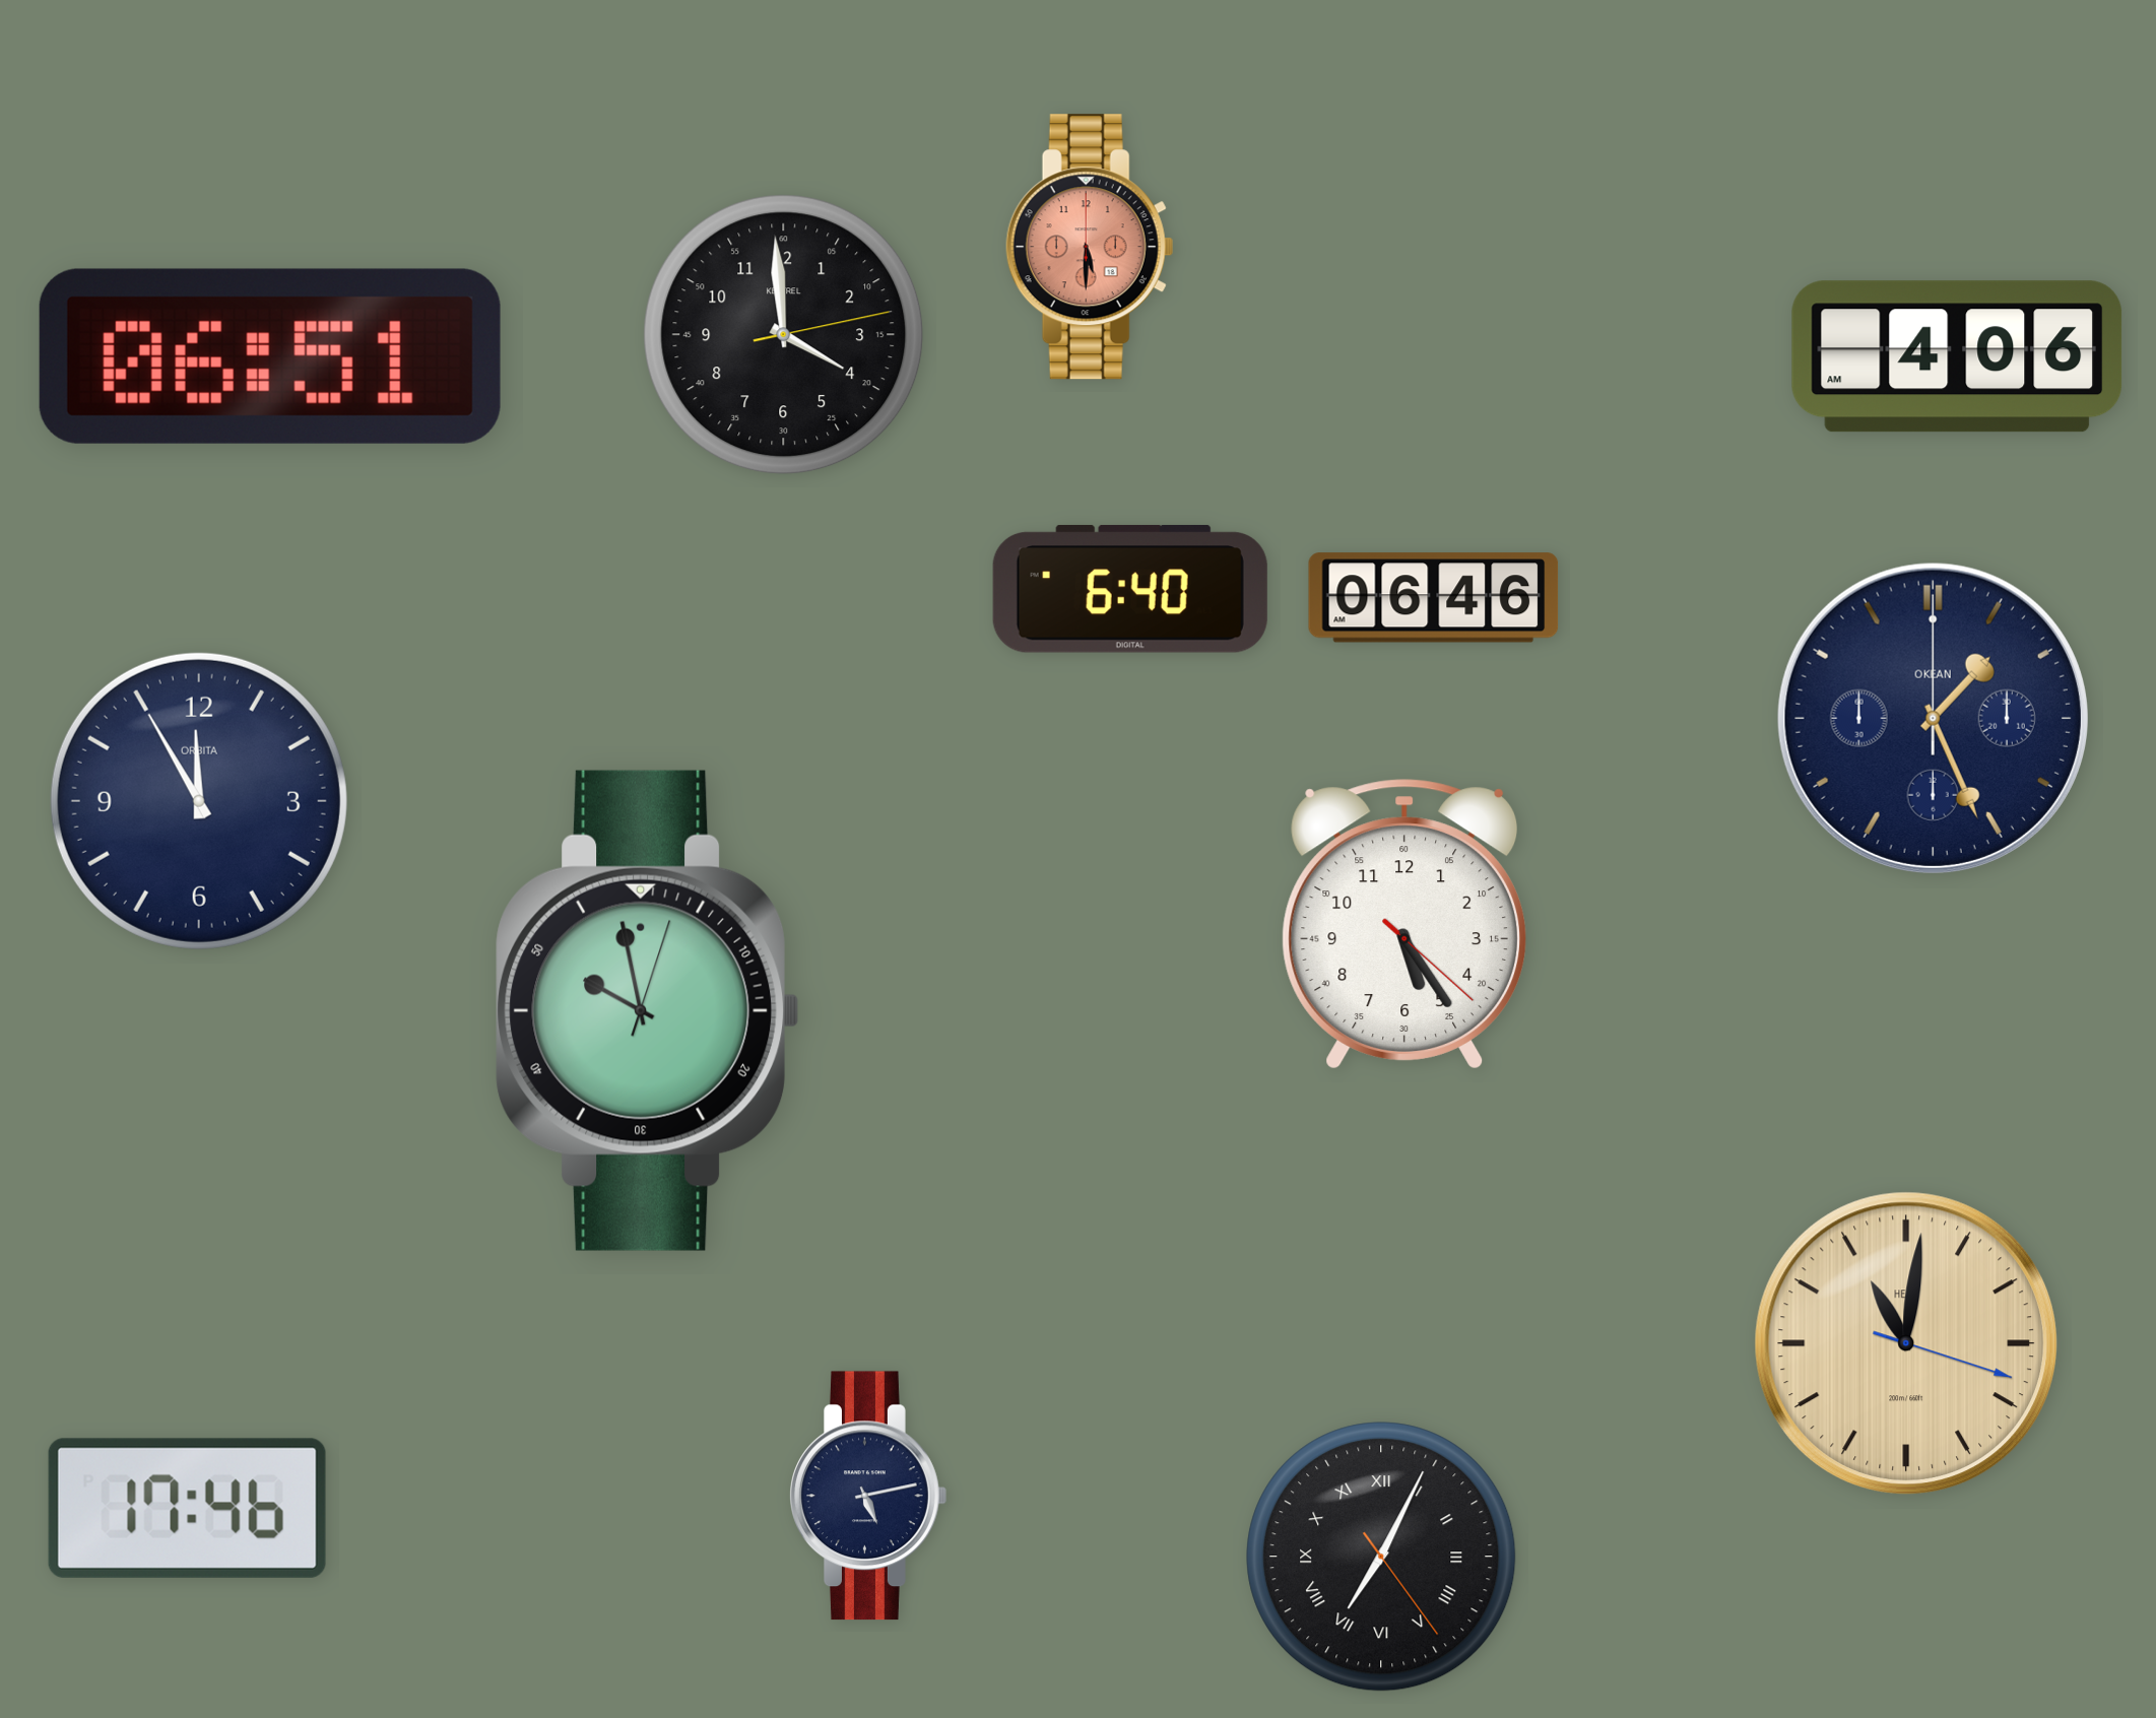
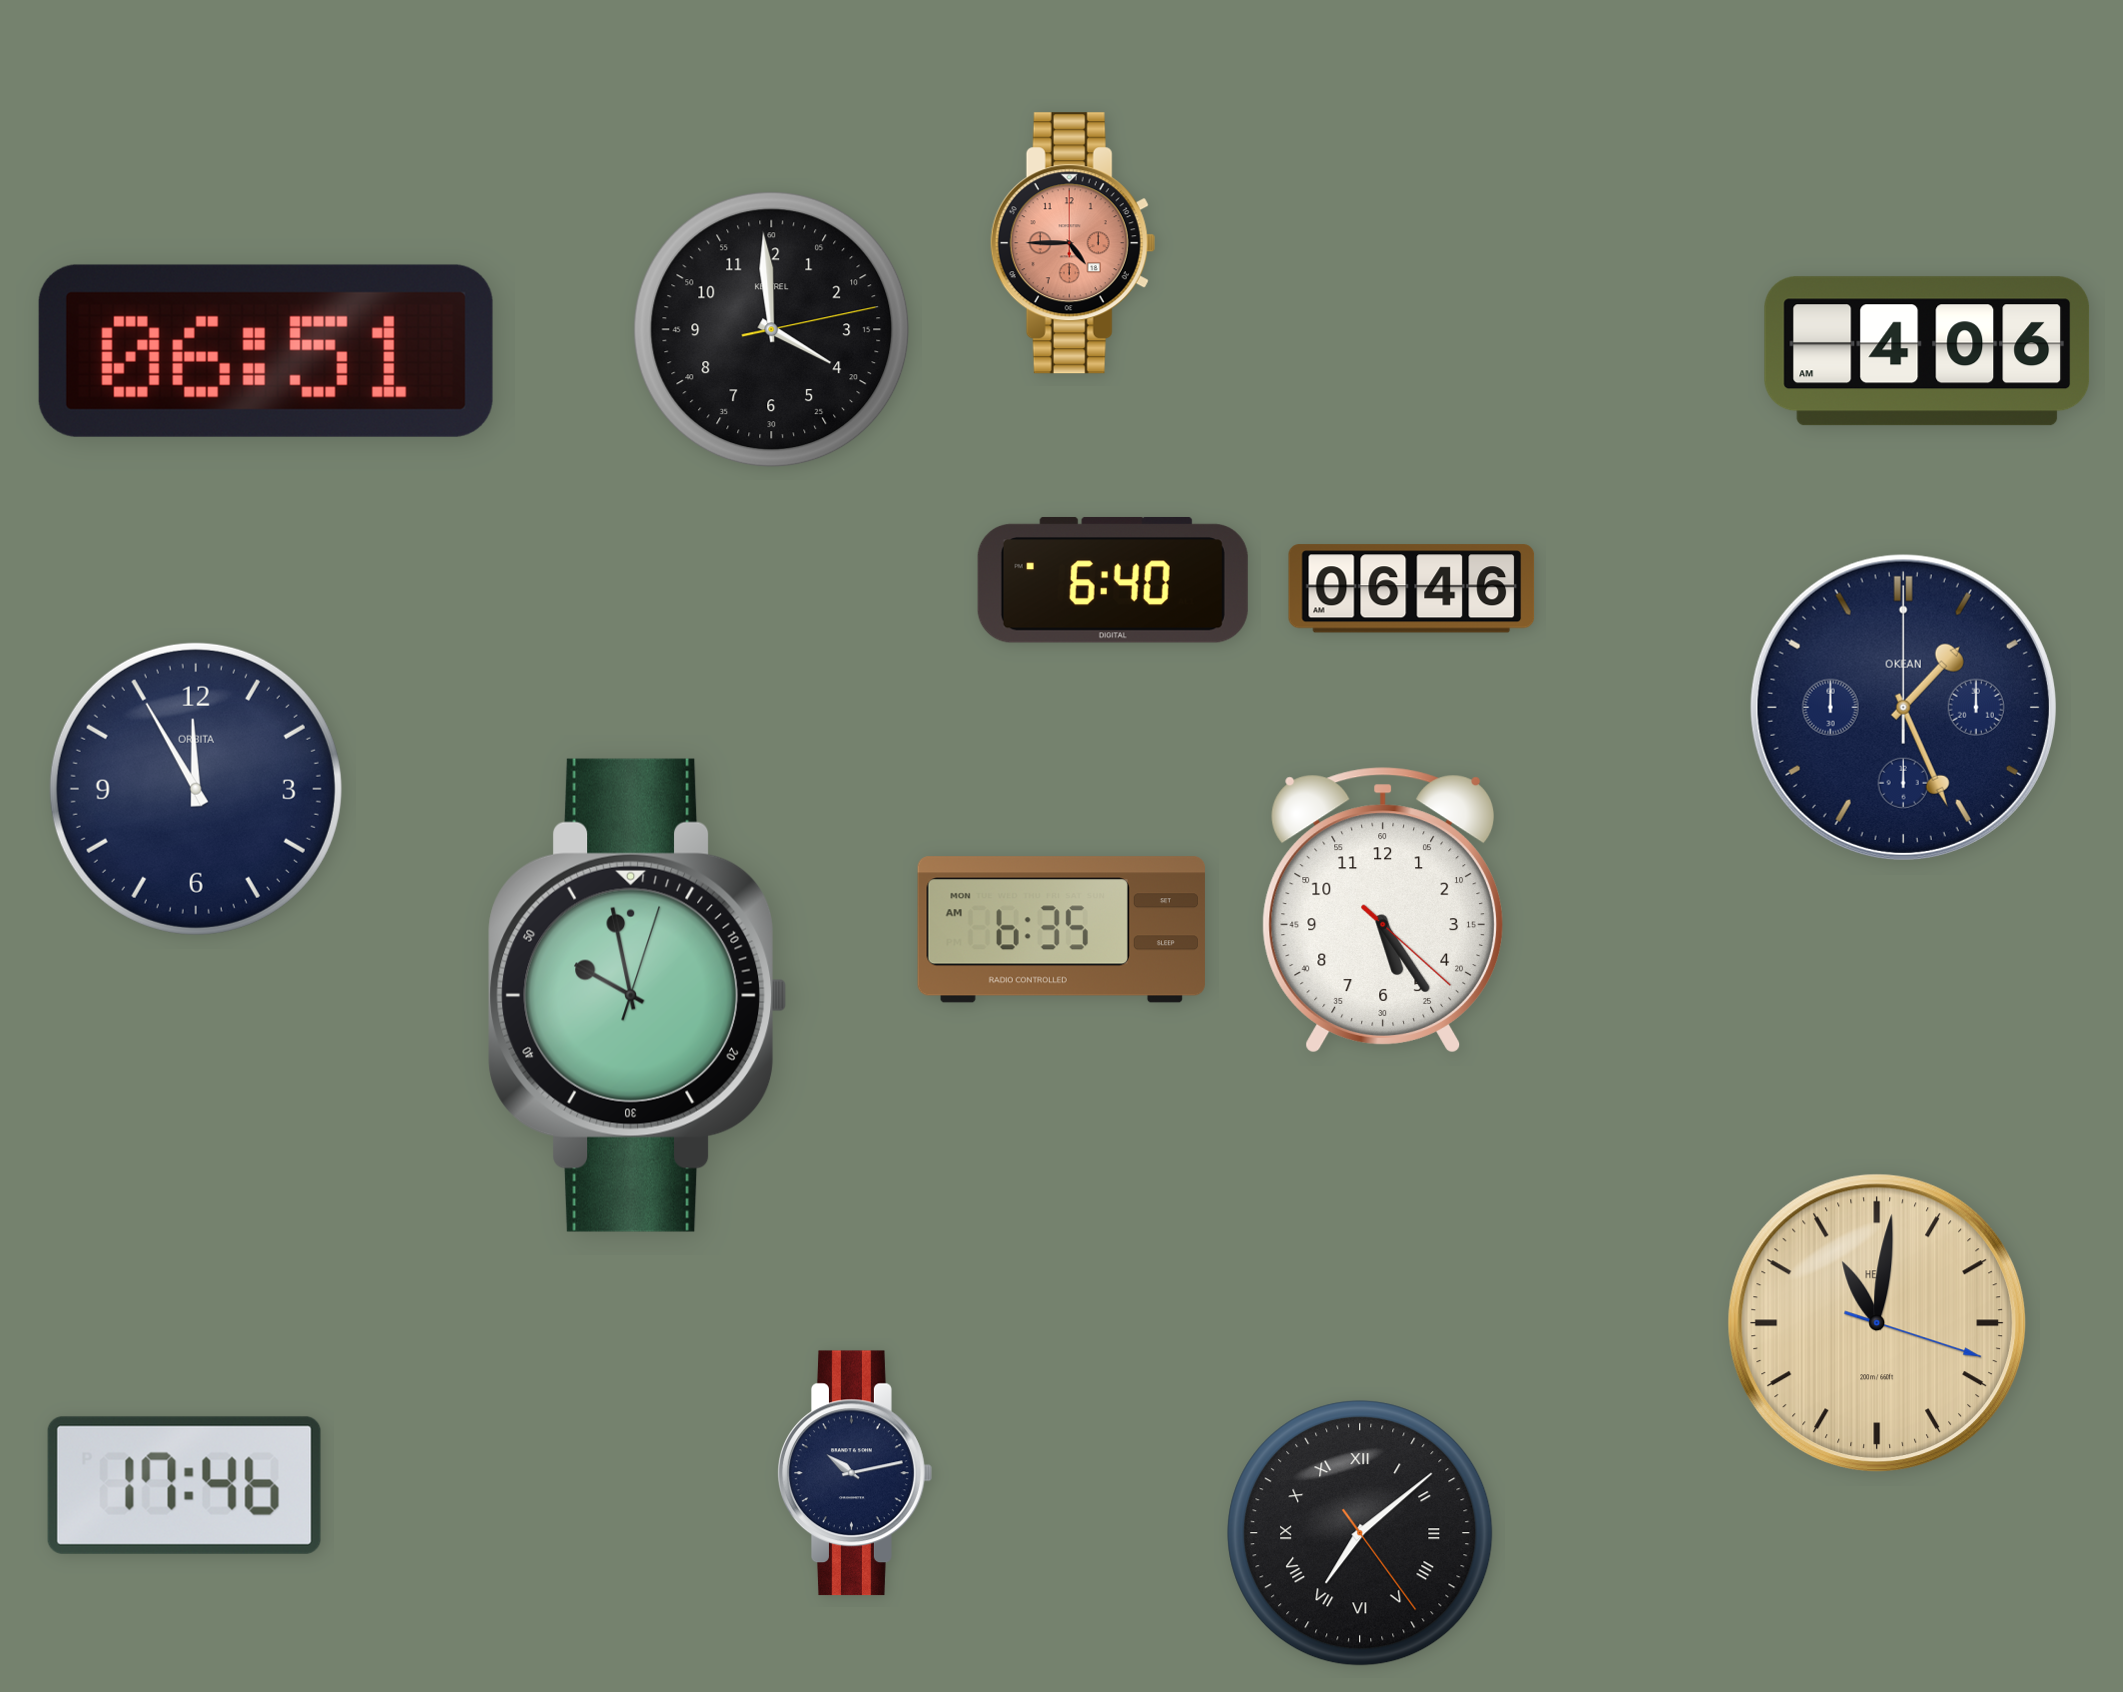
clock at (1090, 247): 5:30 -> 4:45
clock at (1061, 930): none -> 6:35
clock at (868, 1496): 5:13 -> 10:13
clock at (1381, 1557): 7:04 -> 7:08
